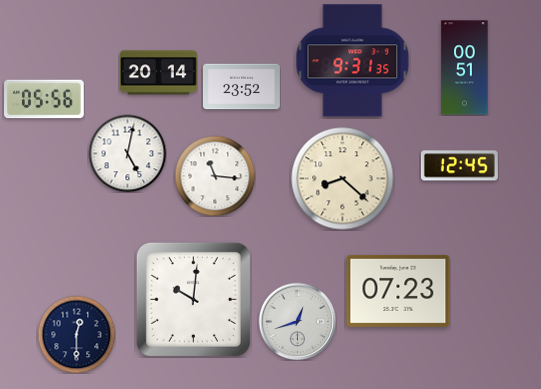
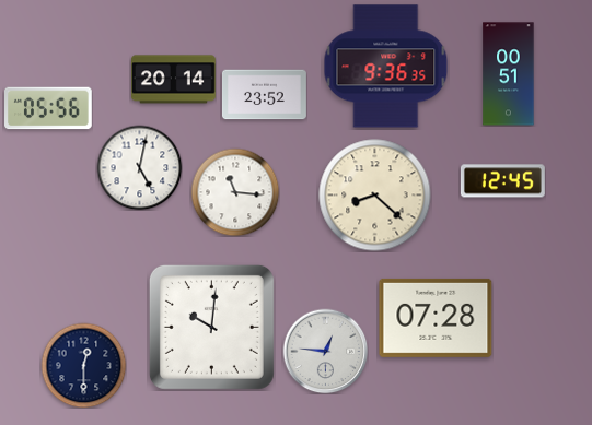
clock at (353, 61): 9:31 -> 9:36
clock at (398, 291): 07:23 -> 07:28
clock at (297, 321): 12:42 -> 12:46
